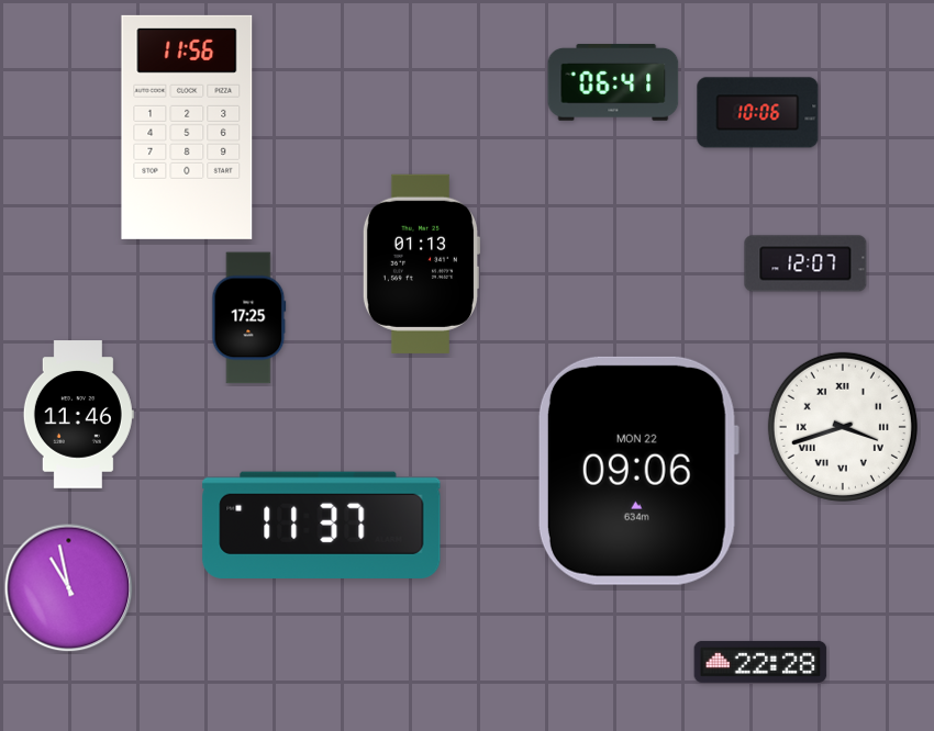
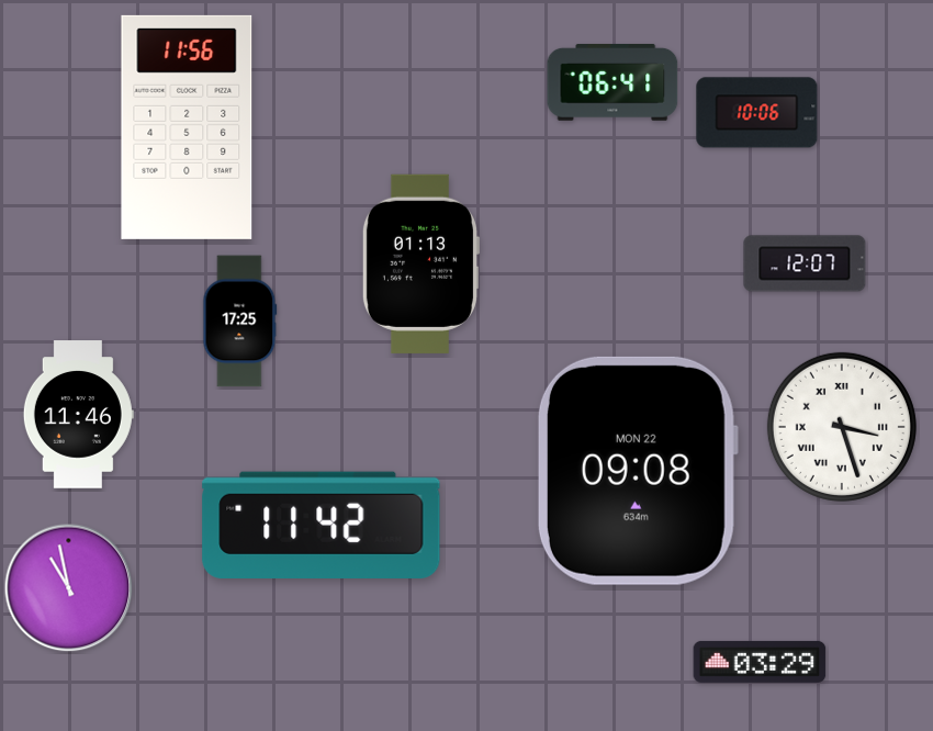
clock at (249, 318) position: (249, 318) -> (240, 322)
clock at (843, 427): 3:42 -> 3:27
clock at (637, 471): 09:06 -> 09:08
clock at (322, 525): 11:37 -> 11:42
clock at (760, 662): 22:28 -> 03:29
